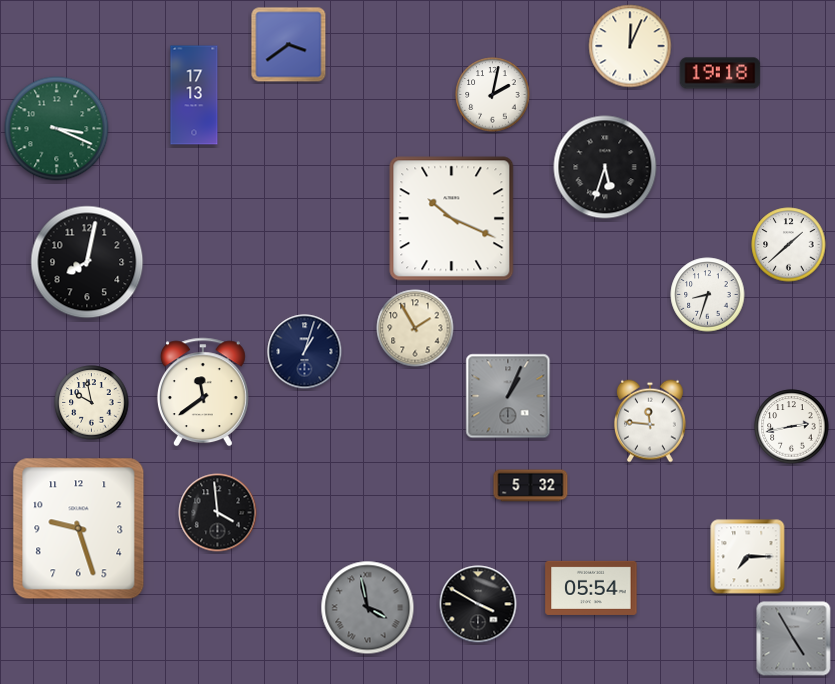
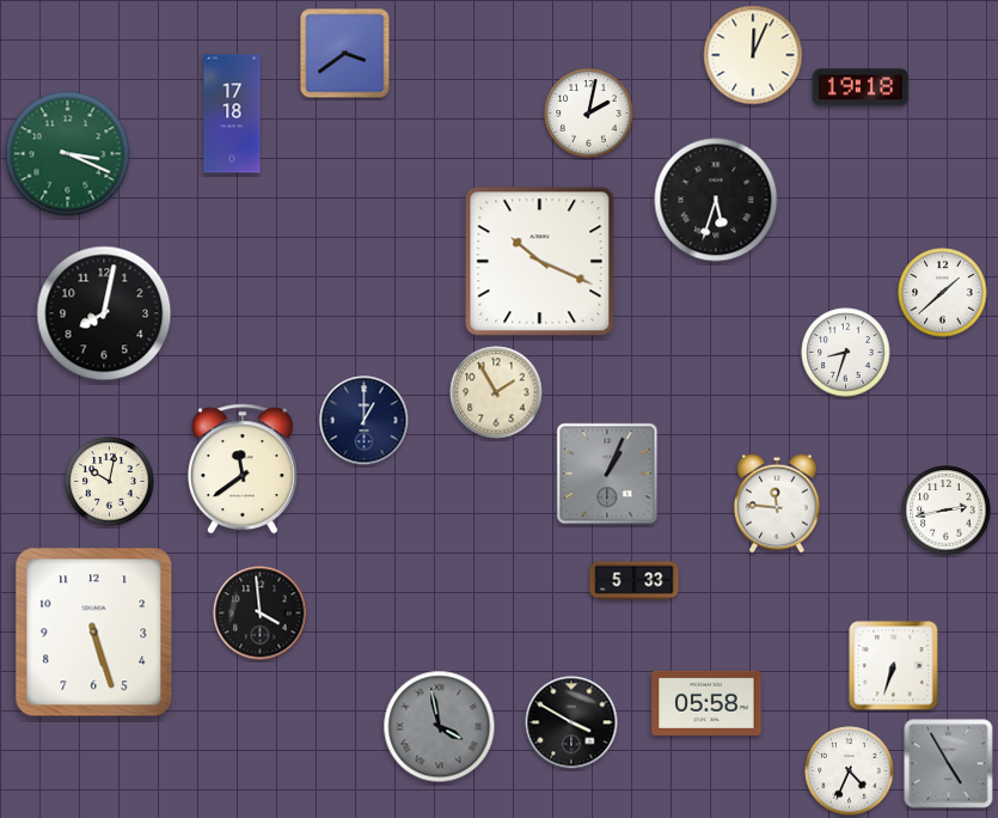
clock at (194, 95): 17:13 -> 17:18
clock at (605, 167) position: (605, 167) -> (716, 200)
clock at (305, 352): 1:03 -> 1:00
clock at (92, 403): 9:58 -> 10:02
clock at (531, 486): 5:32 -> 5:33
clock at (79, 529): 9:27 -> 5:27
clock at (748, 557): 7:15 -> 6:33
clock at (591, 588): 05:54 -> 05:58
clock at (850, 771): none -> 4:34
